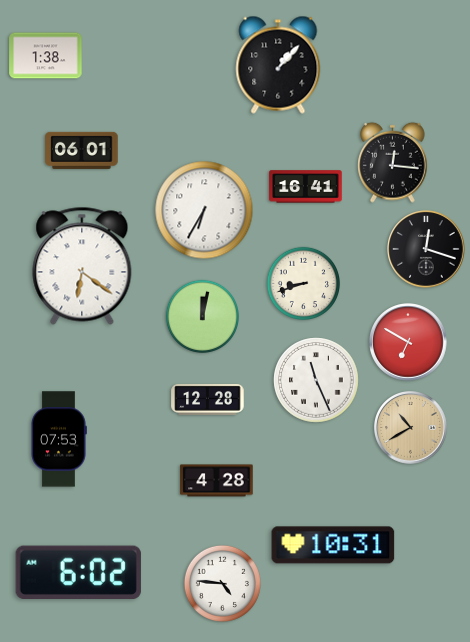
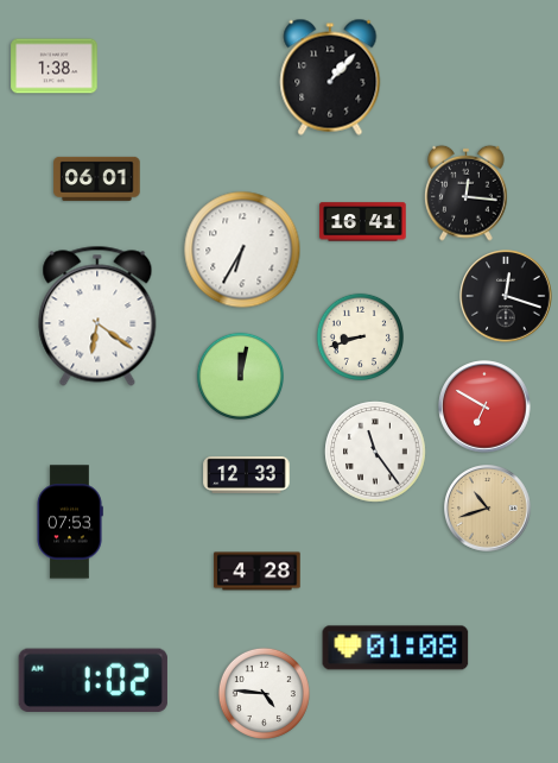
clock at (316, 380): 11:26 -> 11:24
clock at (208, 399): 12:28 -> 12:33
clock at (411, 428): 10:40 -> 10:42
clock at (333, 545): 10:31 -> 01:08
clock at (78, 572): 6:02 -> 1:02
